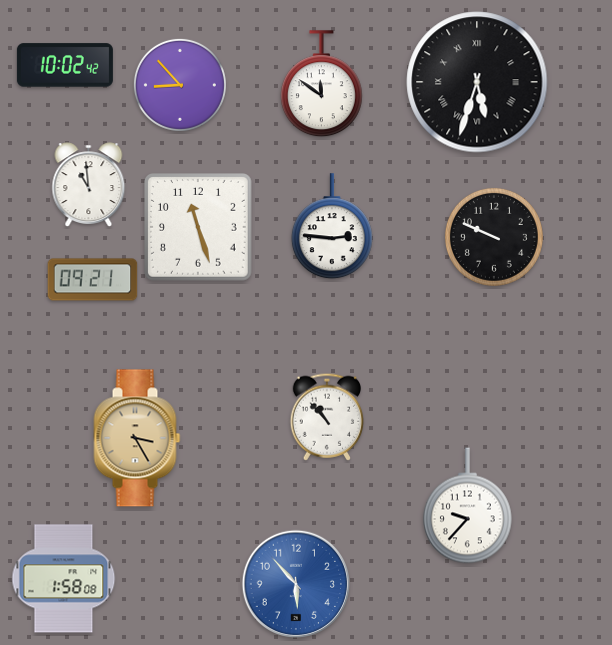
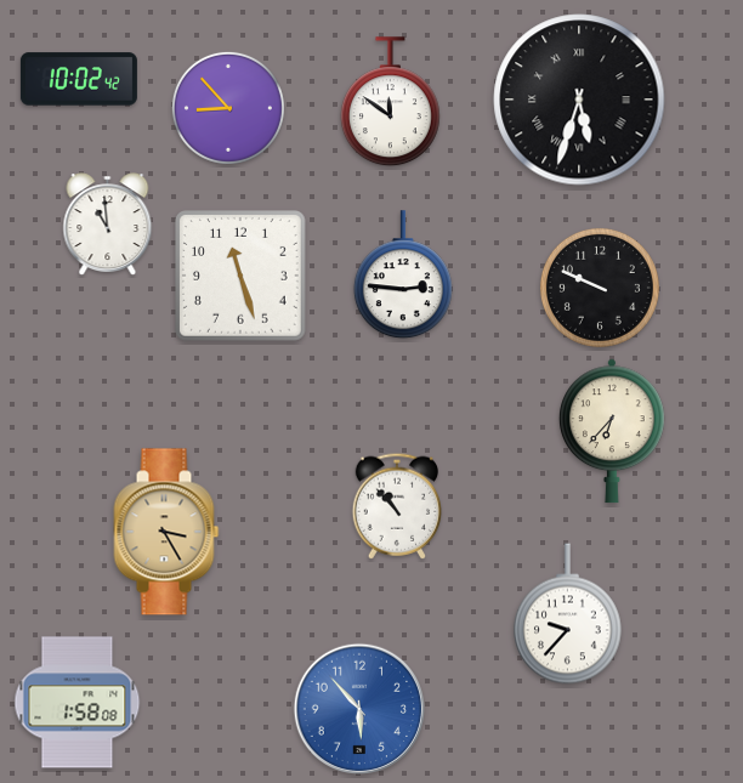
clock at (180, 85) position: (180, 85) -> (228, 108)
clock at (93, 280): 09:21 -> none
clock at (612, 431): none -> 6:37
